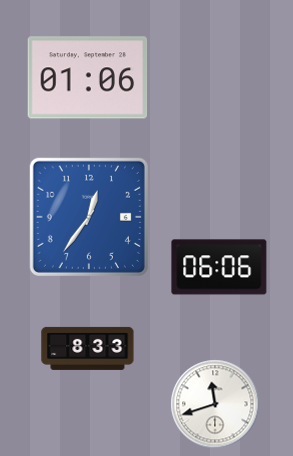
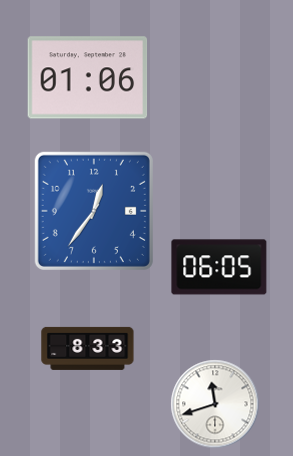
clock at (89, 217) position: (89, 217) -> (94, 211)
clock at (219, 267): 06:06 -> 06:05
